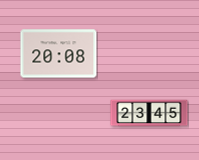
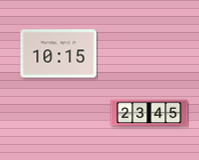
clock at (59, 54): 20:08 -> 10:15
